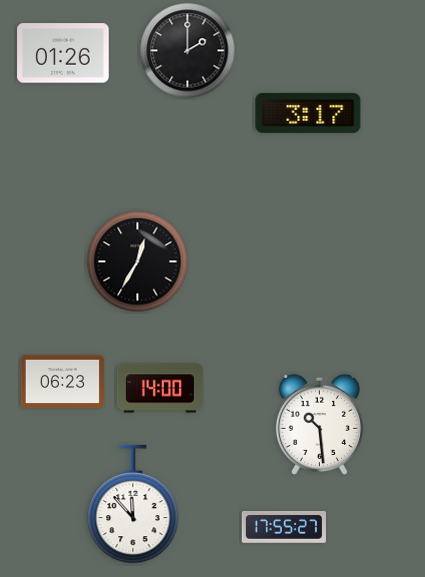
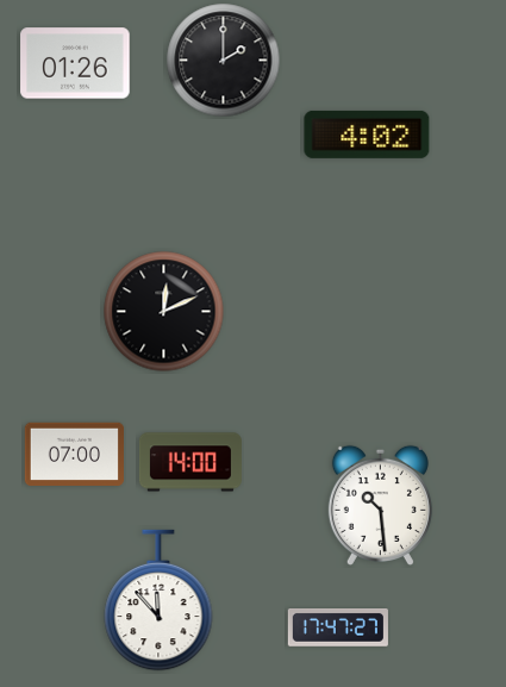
clock at (308, 113): 3:17 -> 4:02
clock at (138, 262): 12:35 -> 12:11
clock at (62, 381): 06:23 -> 07:00
clock at (284, 528): 17:55 -> 17:47
